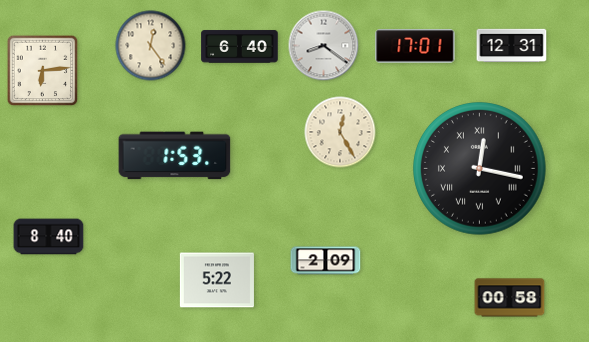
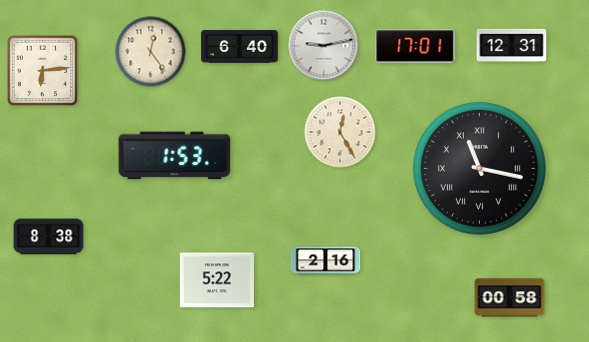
clock at (151, 46) position: (151, 46) -> (151, 52)
clock at (324, 46): 8:21 -> 9:13
clock at (480, 169): 12:17 -> 11:17
clock at (49, 237): 8:40 -> 8:38
clock at (326, 261): 2:09 -> 2:16
